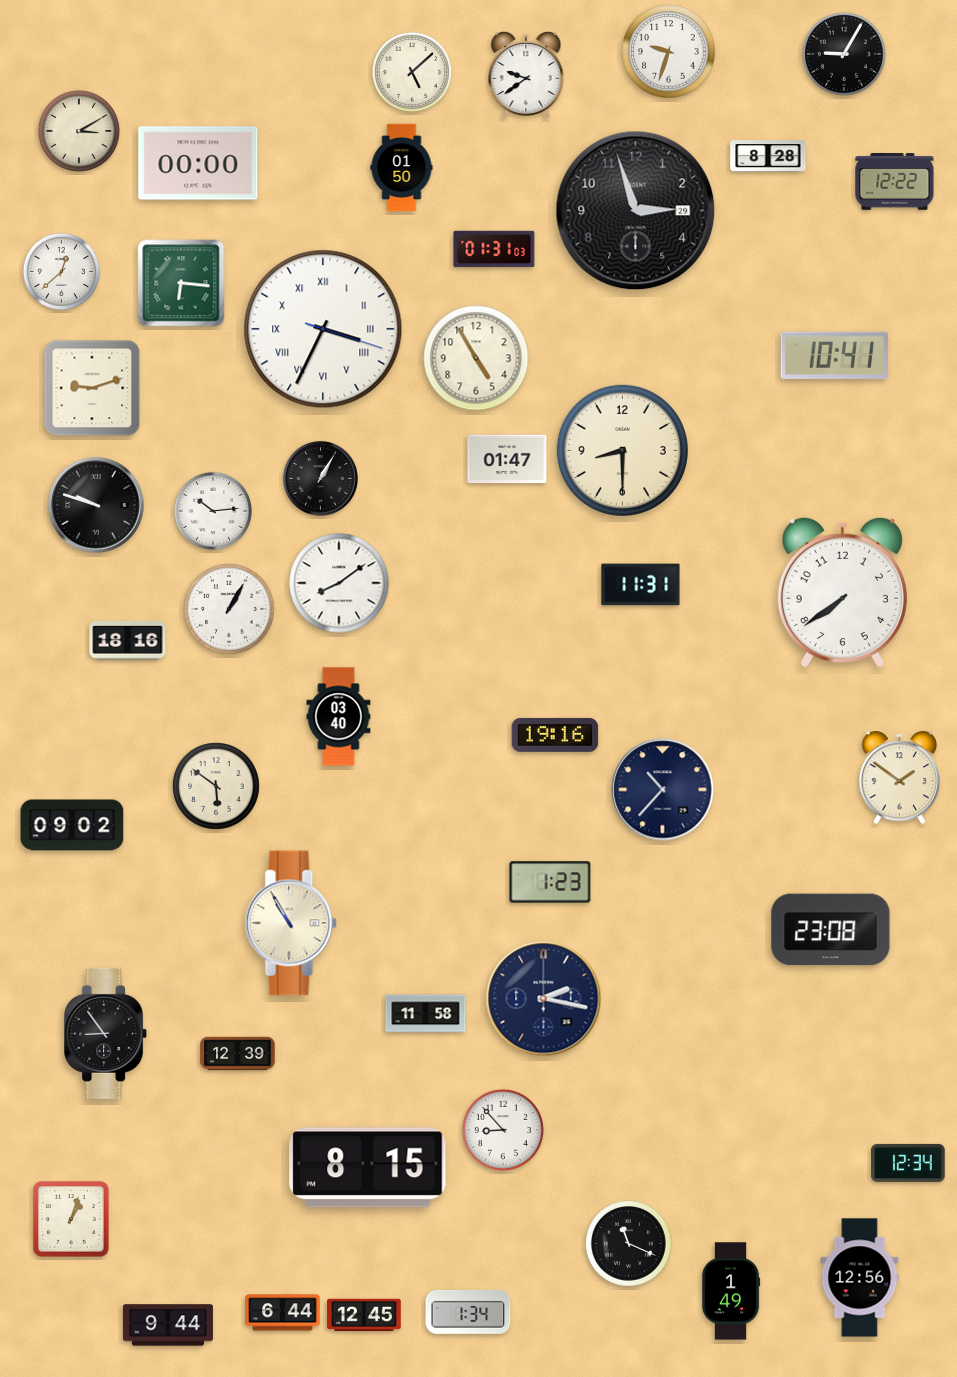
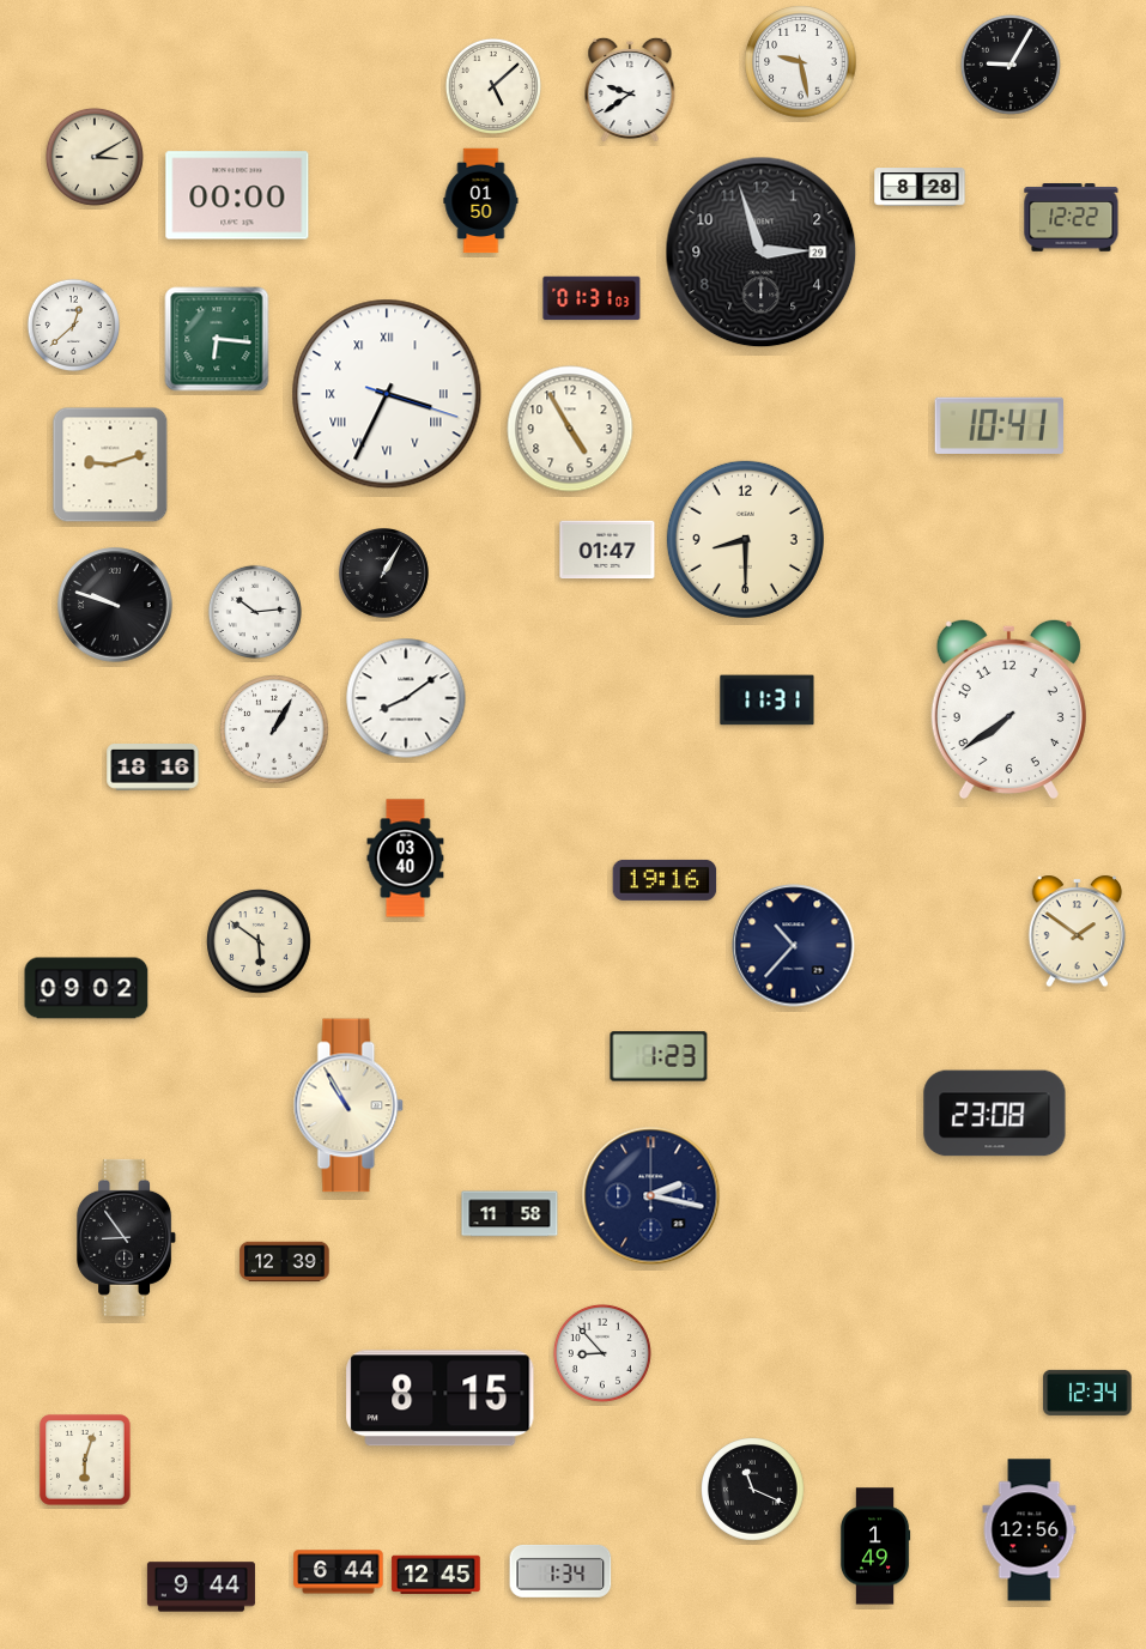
clock at (669, 52): 9:33 -> 9:28
clock at (71, 1219): 1:03 -> 6:03
